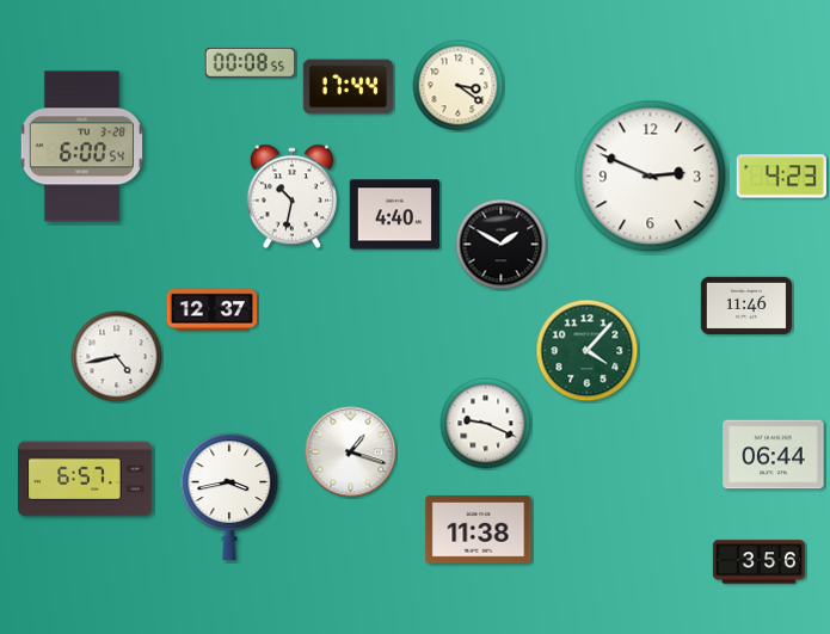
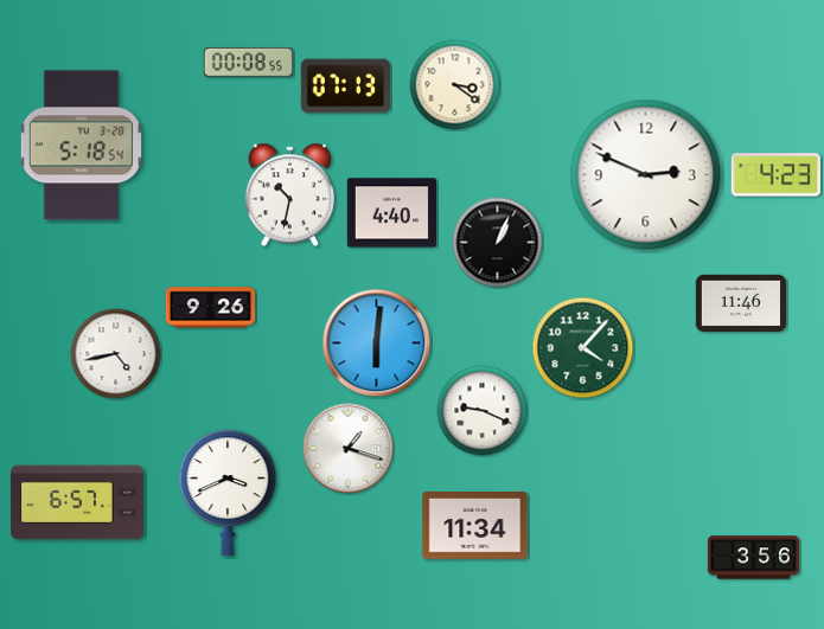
clock at (348, 87): 17:44 -> 07:13
clock at (81, 147): 6:00 -> 5:18
clock at (502, 245): 1:50 -> 1:04
clock at (211, 310): 12:37 -> 9:26
clock at (377, 344): none -> 6:01
clock at (486, 424) position: (486, 424) -> (483, 411)
clock at (774, 455): 06:44 -> none
clock at (86, 479) position: (86, 479) -> (78, 502)
clock at (229, 497): 3:43 -> 3:41
clock at (479, 530): 11:38 -> 11:34
